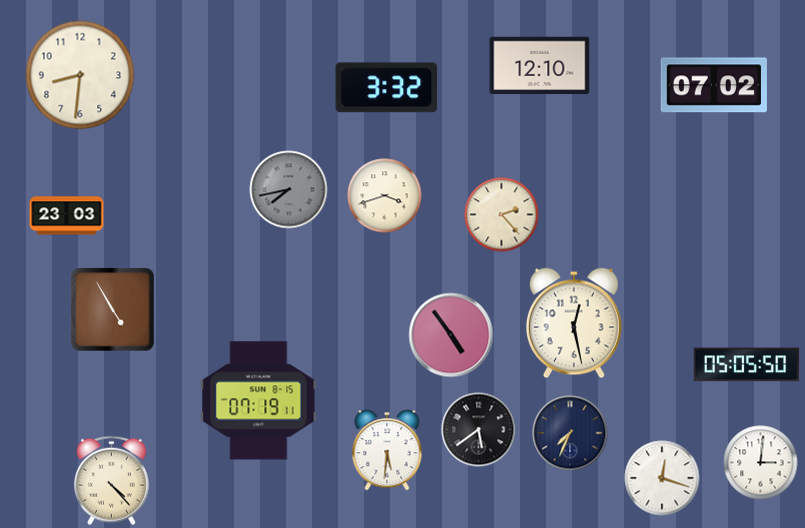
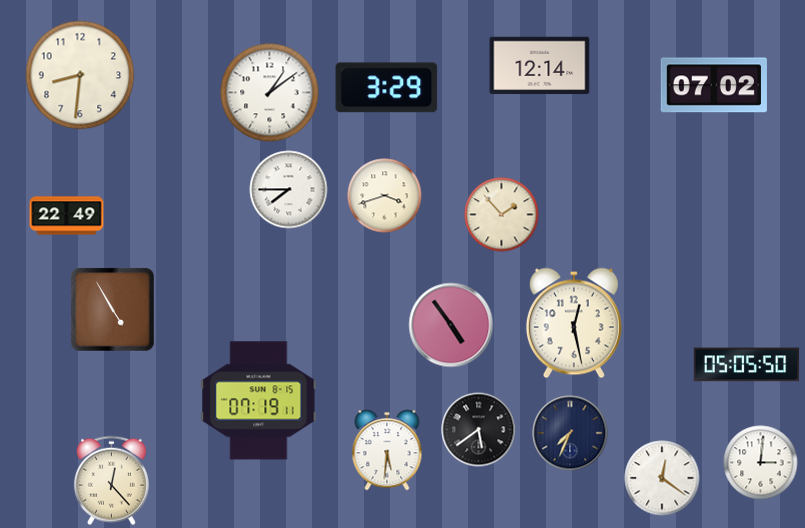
clock at (540, 66): 12:10 -> 12:14
clock at (387, 88): 3:32 -> 3:29
clock at (270, 93): none -> 1:09
clock at (289, 190): 7:43 -> 7:45
clock at (289, 190) dial: grey -> white
clock at (502, 215): 2:23 -> 1:53
clock at (67, 216): 23:03 -> 22:49
clock at (451, 335) position: (451, 335) -> (451, 325)
clock at (662, 478): 12:18 -> 12:21
clock at (111, 481): 4:23 -> 12:23
